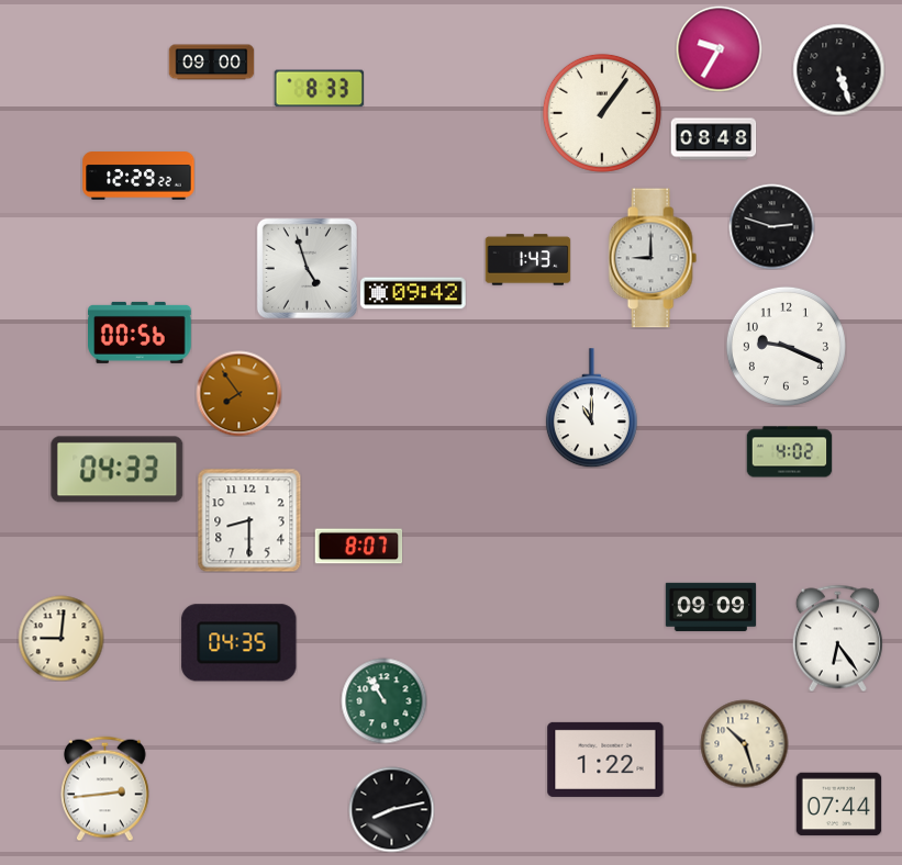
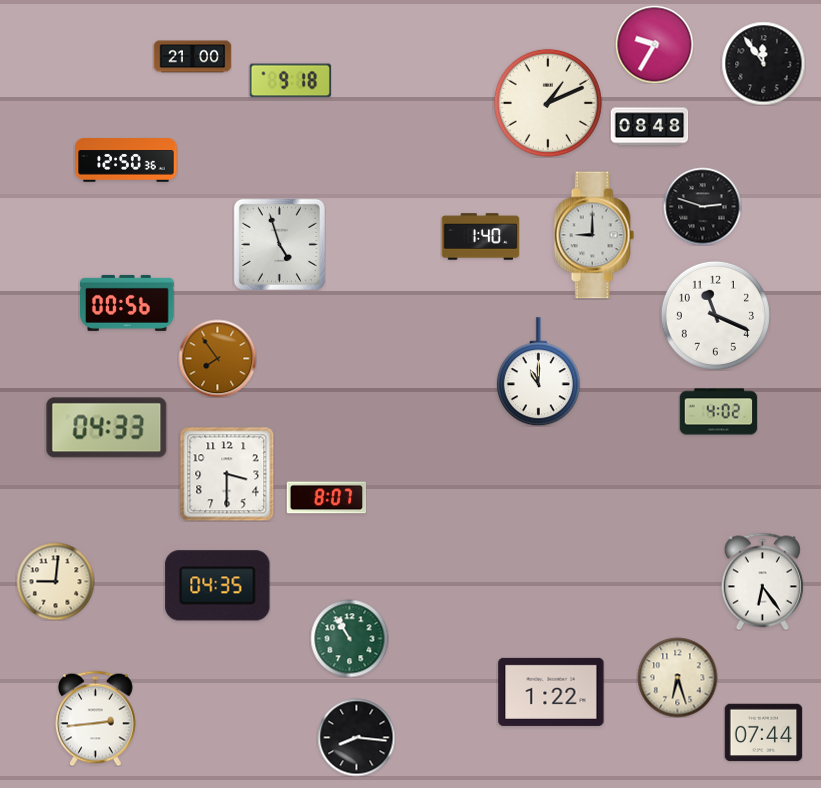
clock at (211, 63): 09:00 -> 21:00
clock at (838, 69): 5:27 -> 11:54
clock at (319, 89): 8:33 -> 9:18
clock at (602, 113): 1:06 -> 1:11
clock at (138, 176): 12:29 -> 12:50
clock at (527, 260): 1:43 -> 1:40
clock at (413, 293): 09:42 -> none
clock at (786, 346): 9:19 -> 11:19
clock at (249, 520): 8:30 -> 3:30
clock at (710, 606): 09:09 -> none
clock at (744, 743): 10:27 -> 6:27
clock at (391, 809): 8:13 -> 8:16
